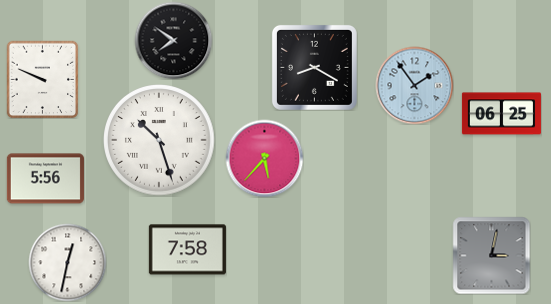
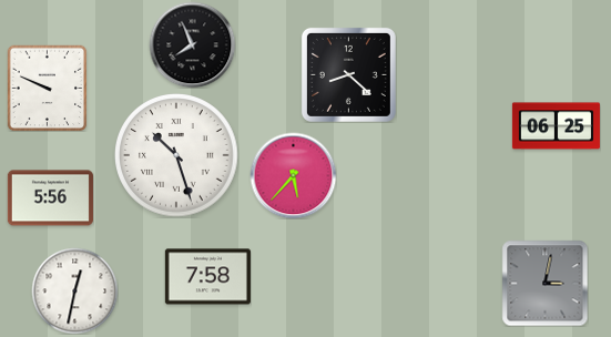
clock at (173, 40): 7:51 -> 7:56
clock at (314, 67): 8:20 -> 8:22
clock at (414, 85): 1:54 -> none
